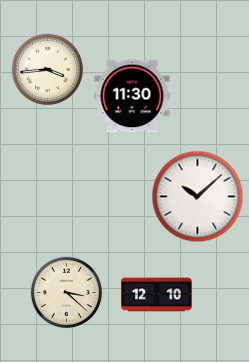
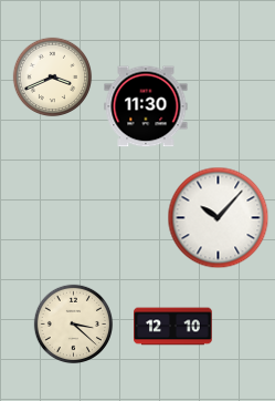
clock at (48, 70): 3:44 -> 3:41
clock at (198, 197): 10:08 -> 10:07
